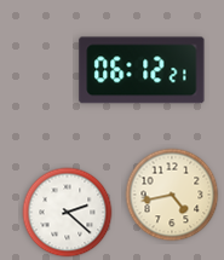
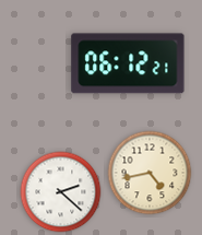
clock at (172, 195) position: (172, 195) -> (150, 173)
